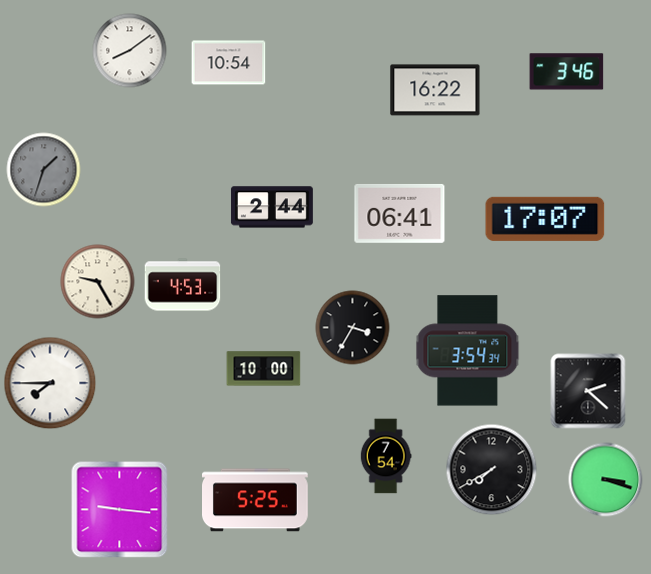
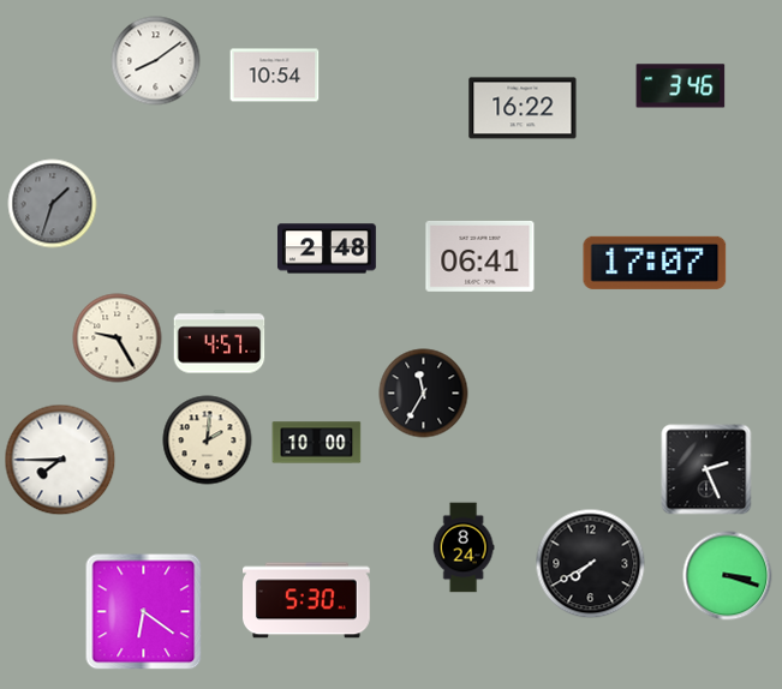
clock at (272, 207): 2:44 -> 2:48
clock at (183, 285): 4:53 -> 4:57
clock at (353, 328): 3:35 -> 11:35
clock at (468, 351): 3:54 -> none
clock at (208, 441): none -> 2:01
clock at (588, 391): 2:22 -> 2:26
clock at (386, 456): 7:54 -> 8:24
clock at (256, 500): 5:25 -> 5:30
clock at (120, 510): 9:16 -> 6:21
